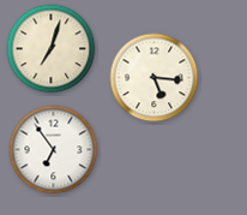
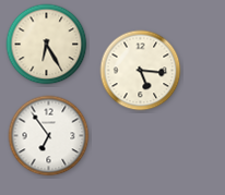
clock at (52, 49): 7:03 -> 6:25
